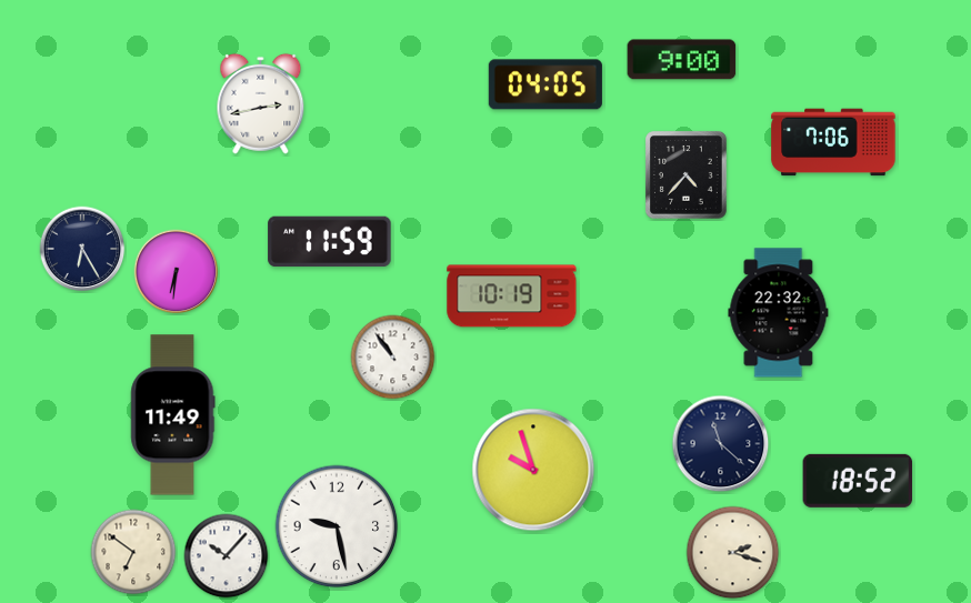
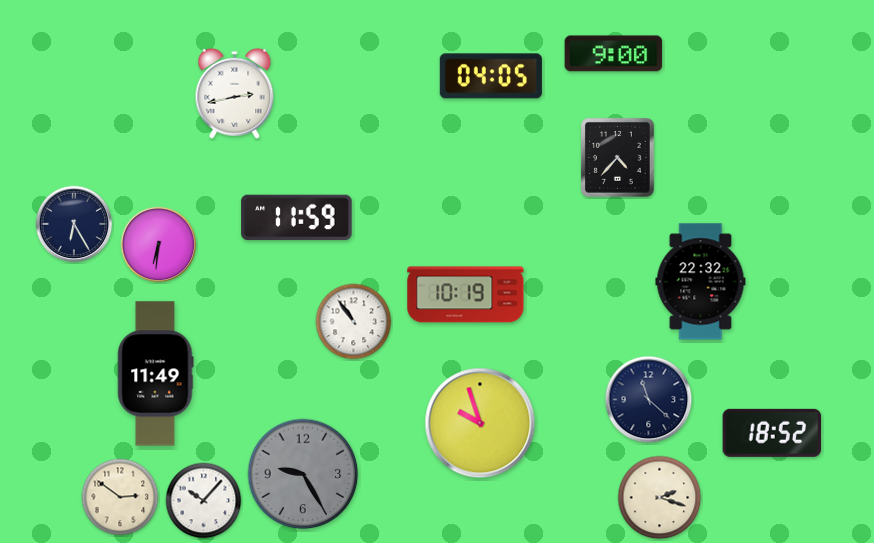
clock at (833, 142): 7:06 -> none
clock at (512, 297) position: (512, 297) -> (466, 295)
clock at (337, 526): 9:28 -> 9:25
clock at (337, 526) dial: white -> grey
clock at (133, 552): 6:51 -> 2:51
